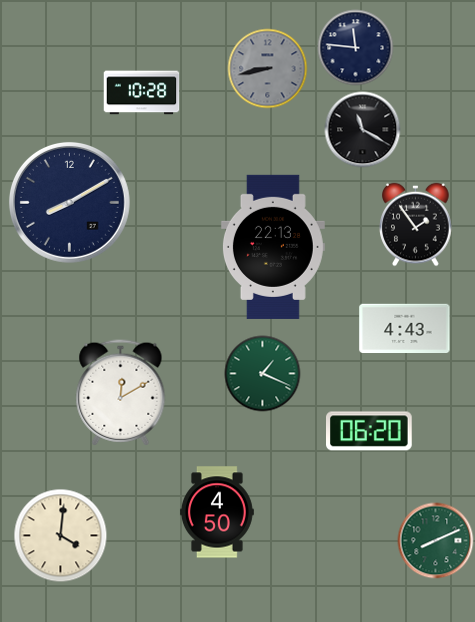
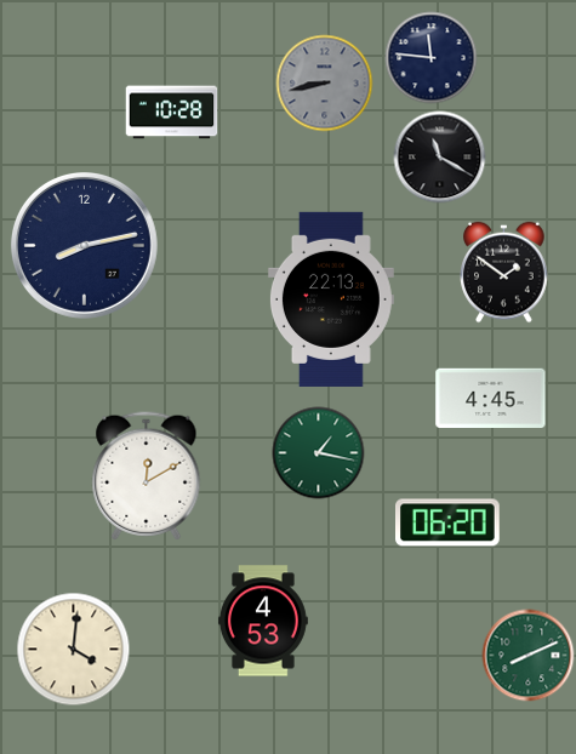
clock at (69, 202): 8:10 -> 8:13
clock at (416, 225): 1:54 -> 1:51
clock at (405, 328): 4:43 -> 4:45
clock at (263, 374): 1:19 -> 1:17
clock at (217, 512): 4:50 -> 4:53
